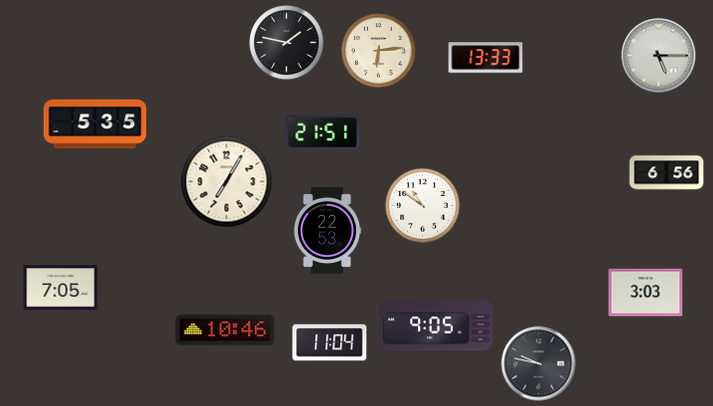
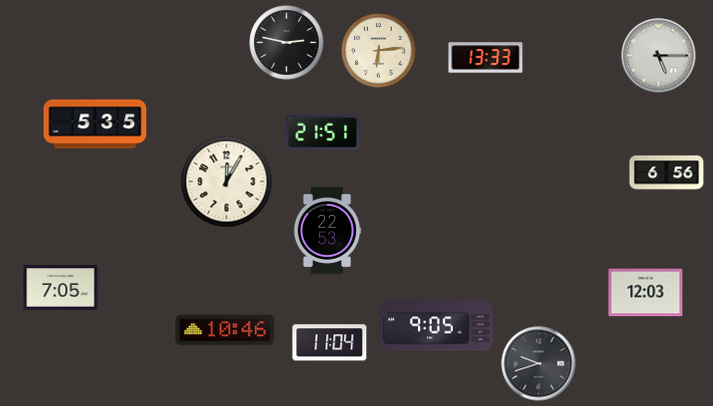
clock at (287, 43): 1:47 -> 2:47
clock at (227, 182): 7:05 -> 12:05
clock at (423, 206): 10:51 -> none
clock at (646, 293): 3:03 -> 12:03
clock at (539, 364): 9:47 -> 9:42
